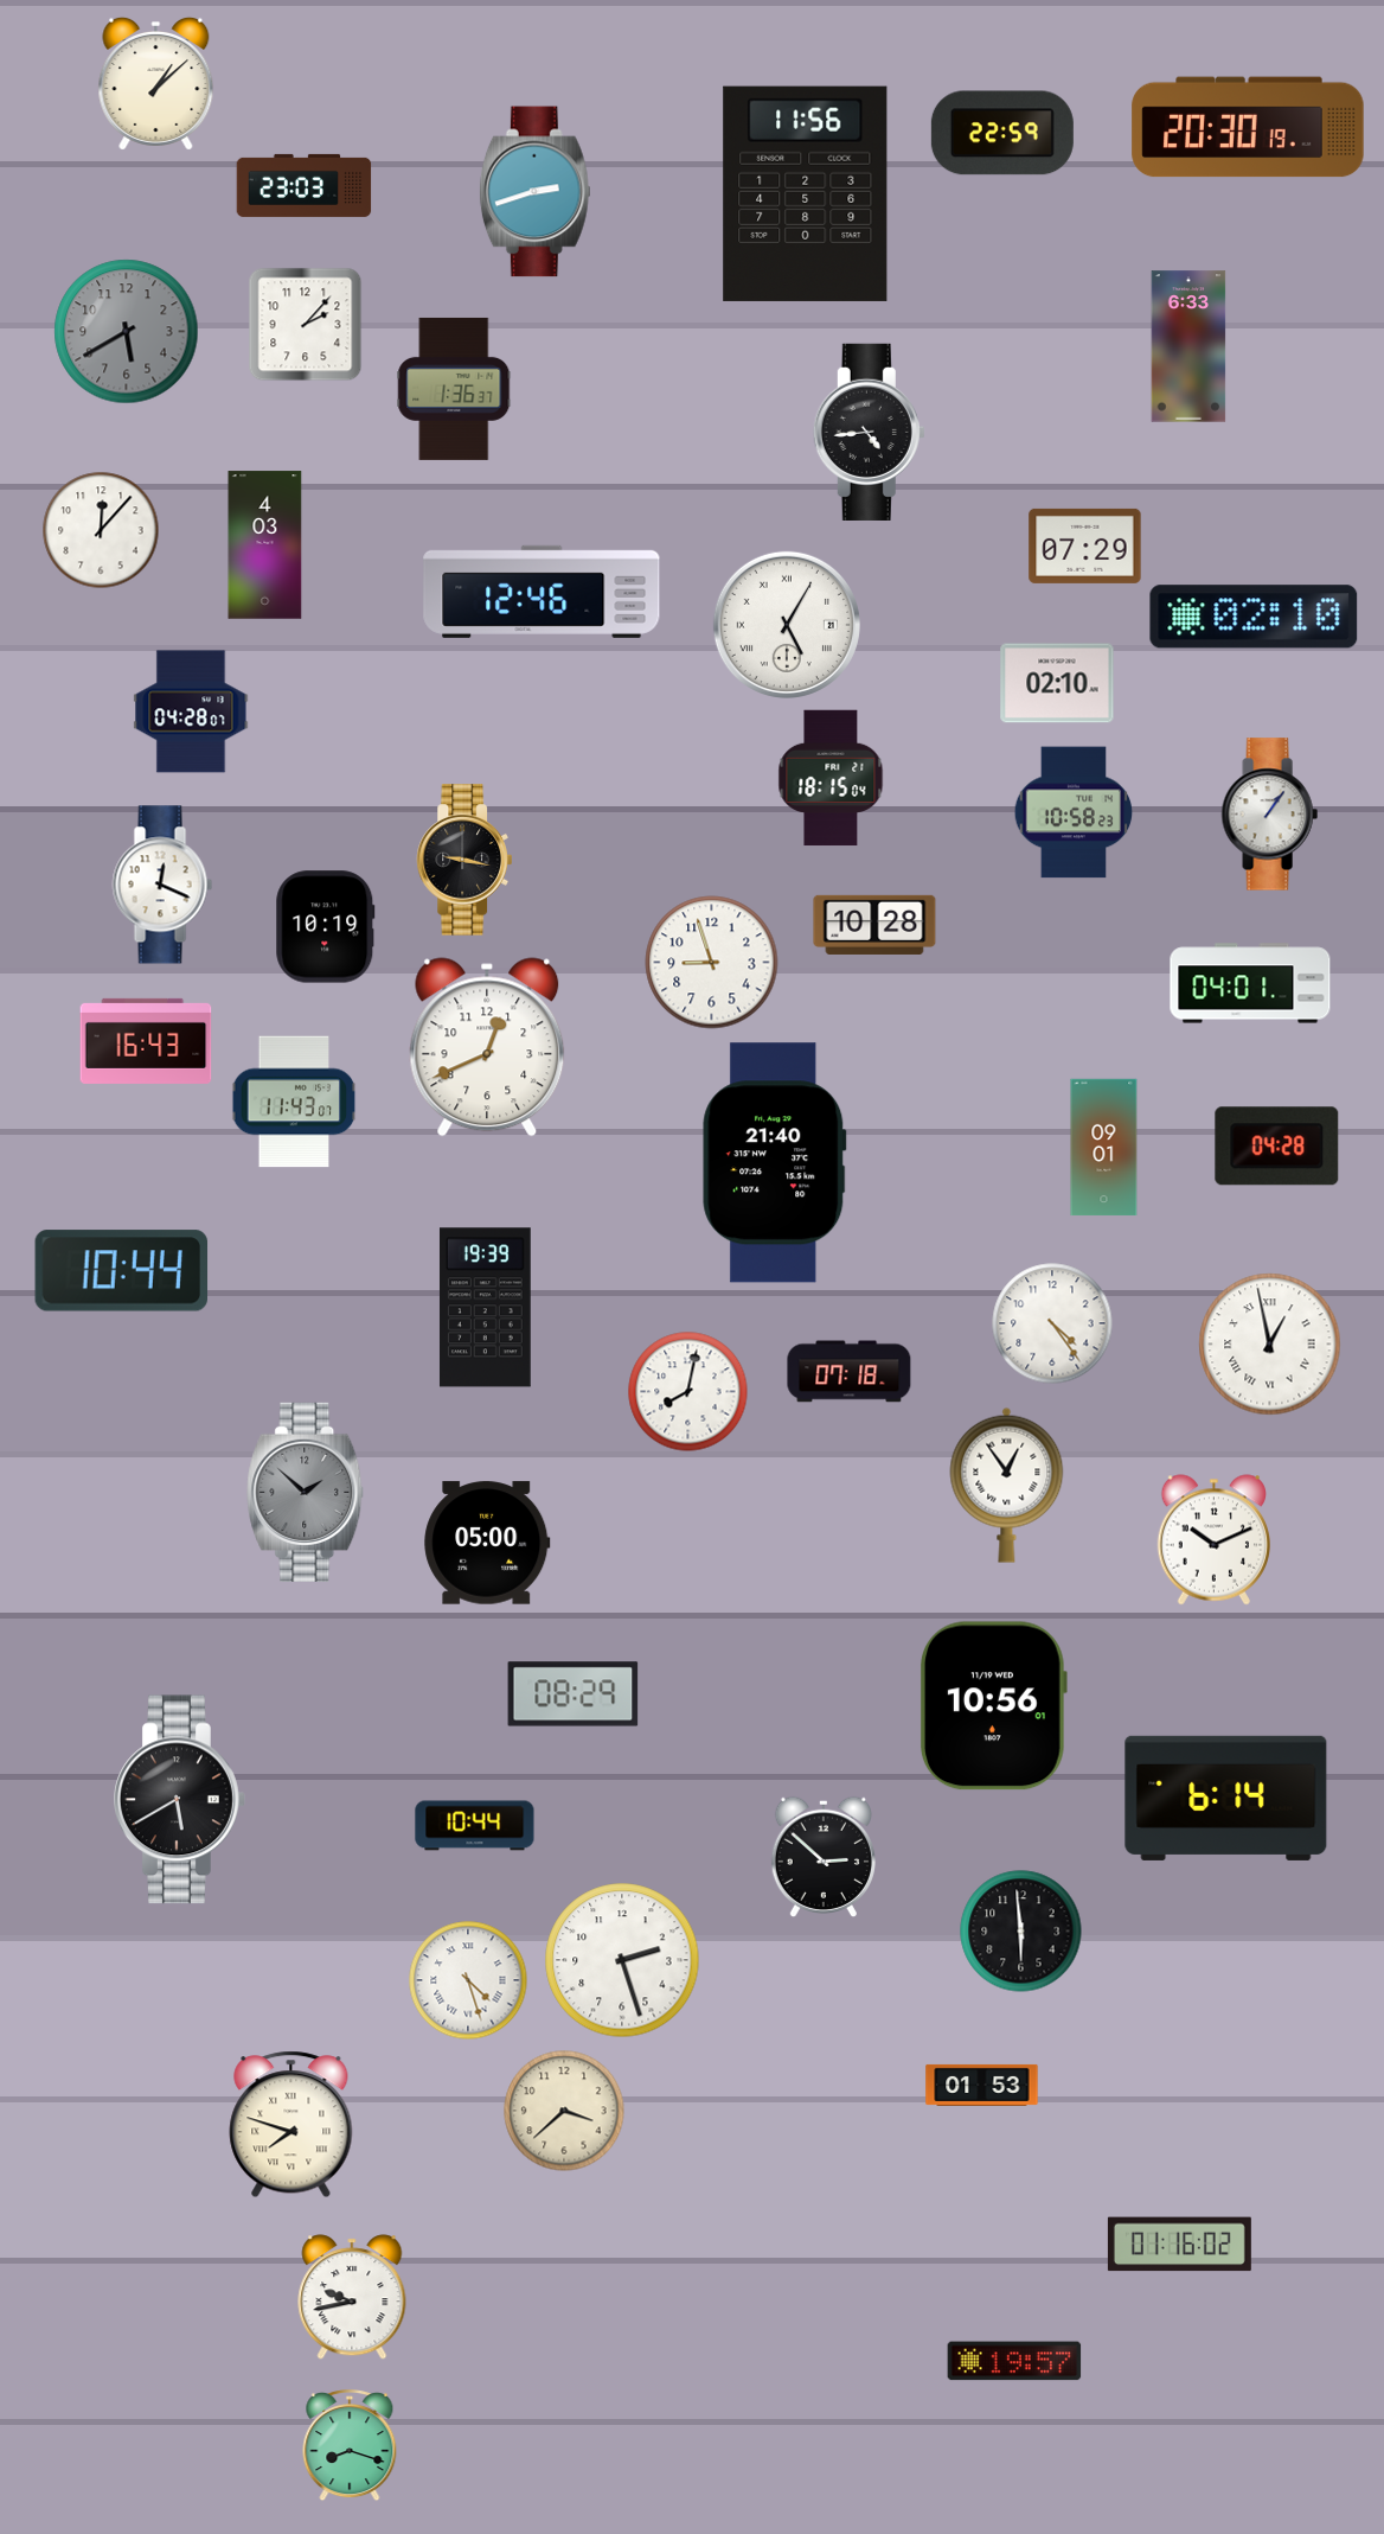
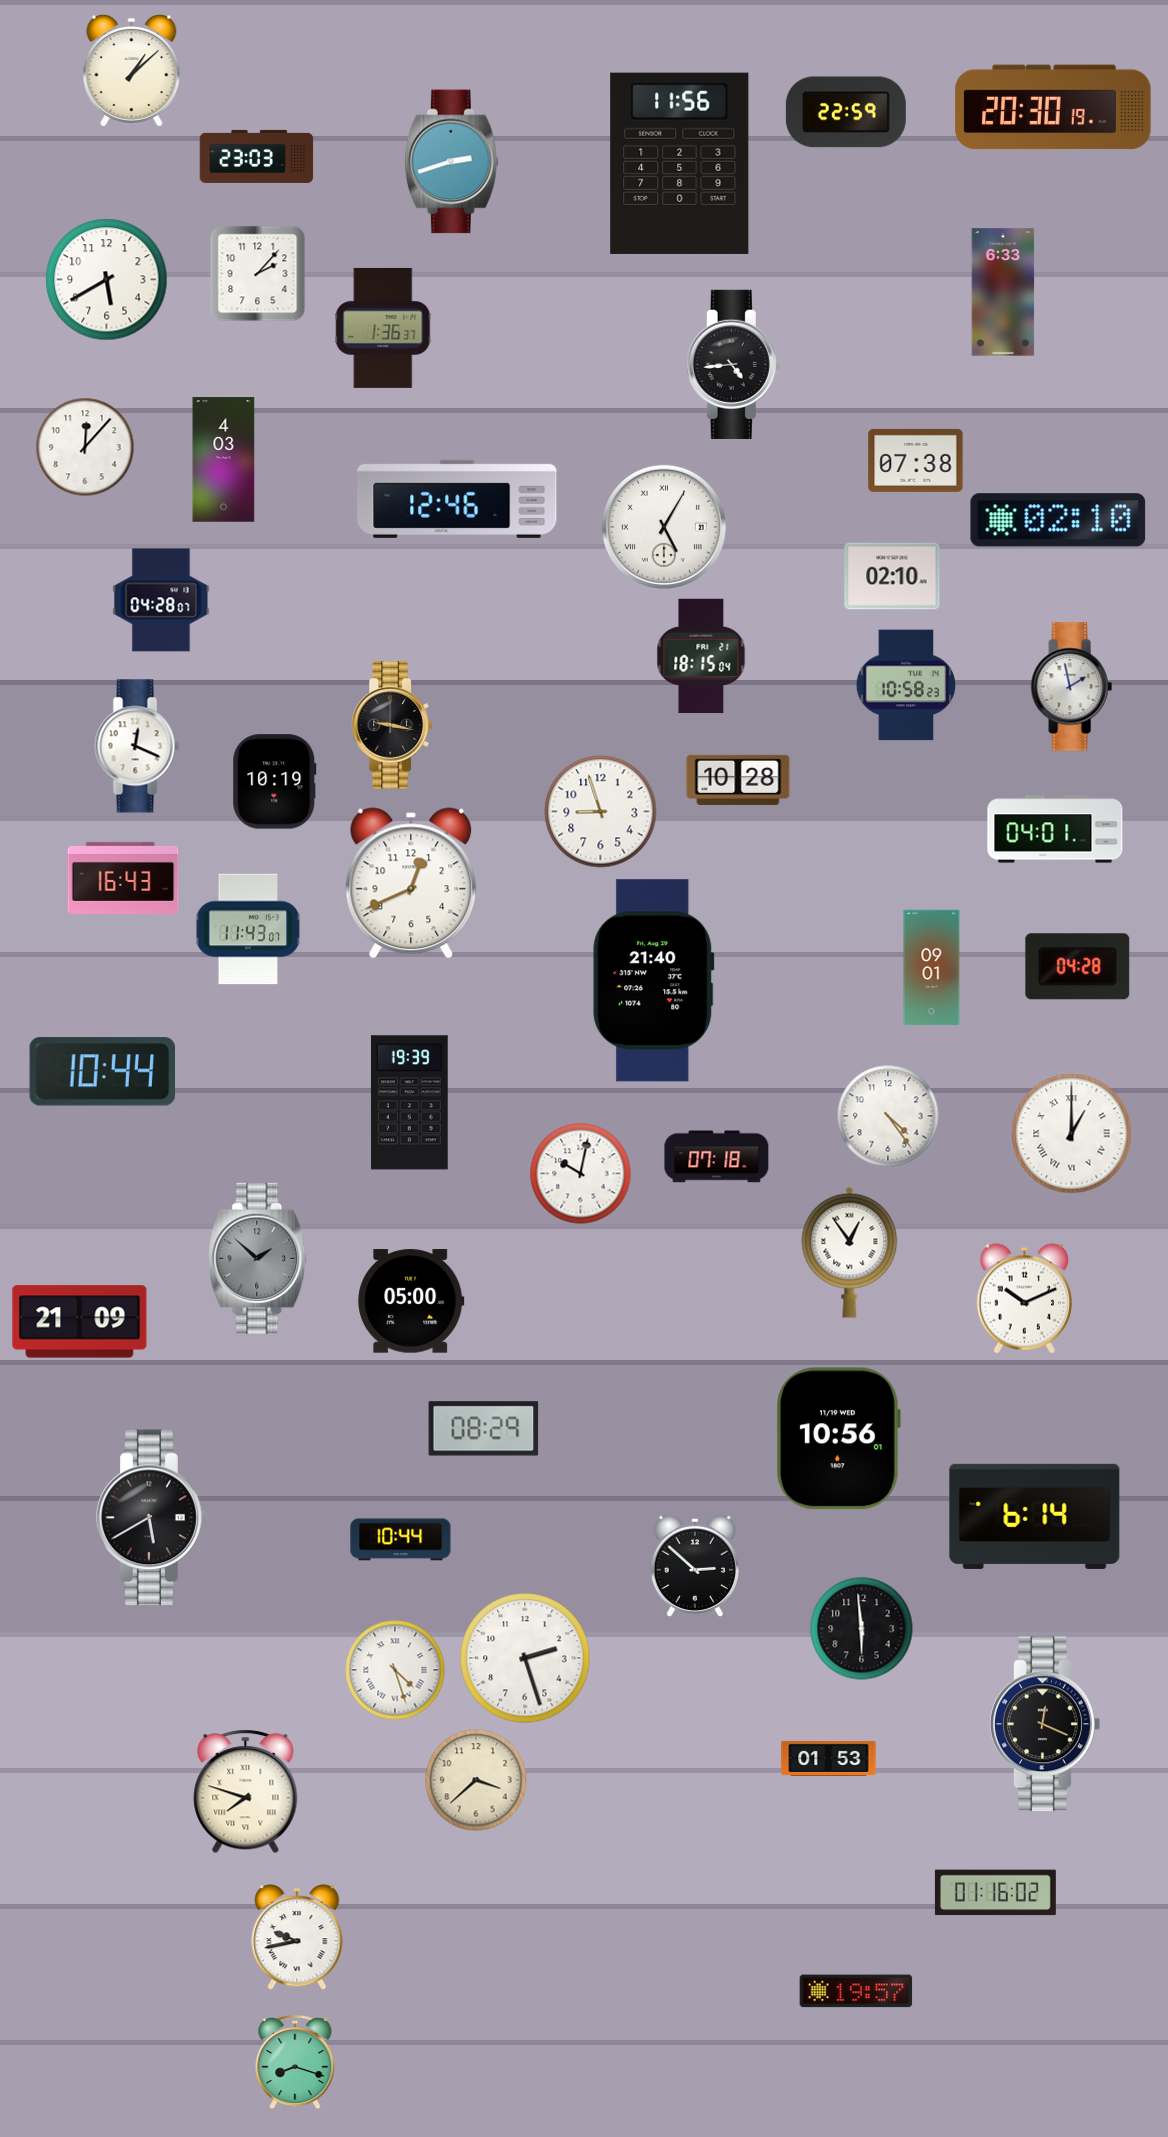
clock at (127, 332) dial: grey -> white
clock at (1085, 545): 07:29 -> 07:38
clock at (1269, 815): 1:06 -> 1:58
clock at (1270, 1345): 12:58 -> 1:00
clock at (688, 1392): 8:02 -> 10:02
clock at (80, 1322): none -> 21:09
clock at (622, 1960) position: (622, 1960) -> (525, 1658)
clock at (1045, 1724): none -> 12:19
